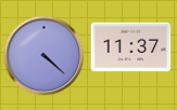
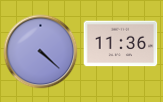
clock at (131, 47): 11:37 -> 11:36
